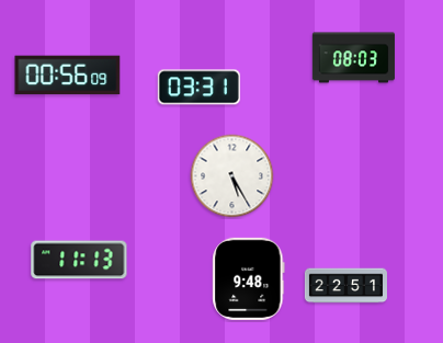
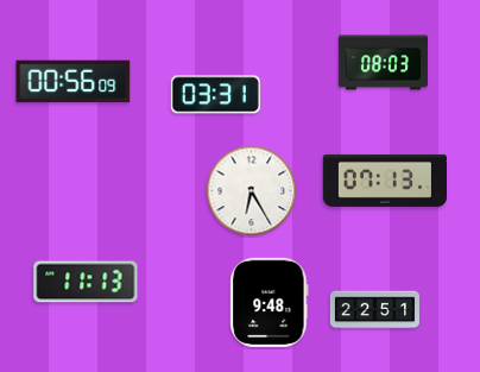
clock at (384, 181): none -> 07:13
clock at (232, 176): 5:25 -> 6:25
